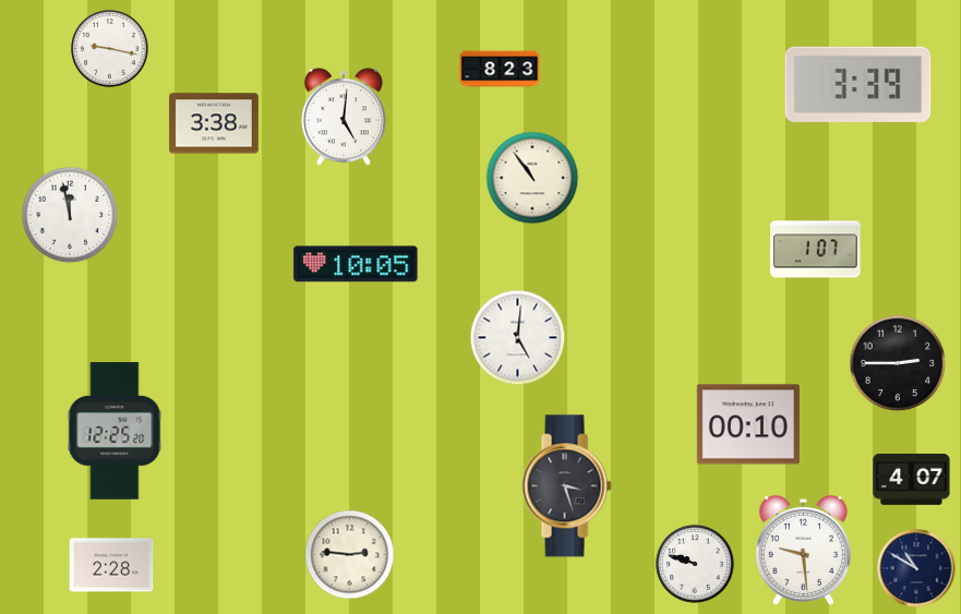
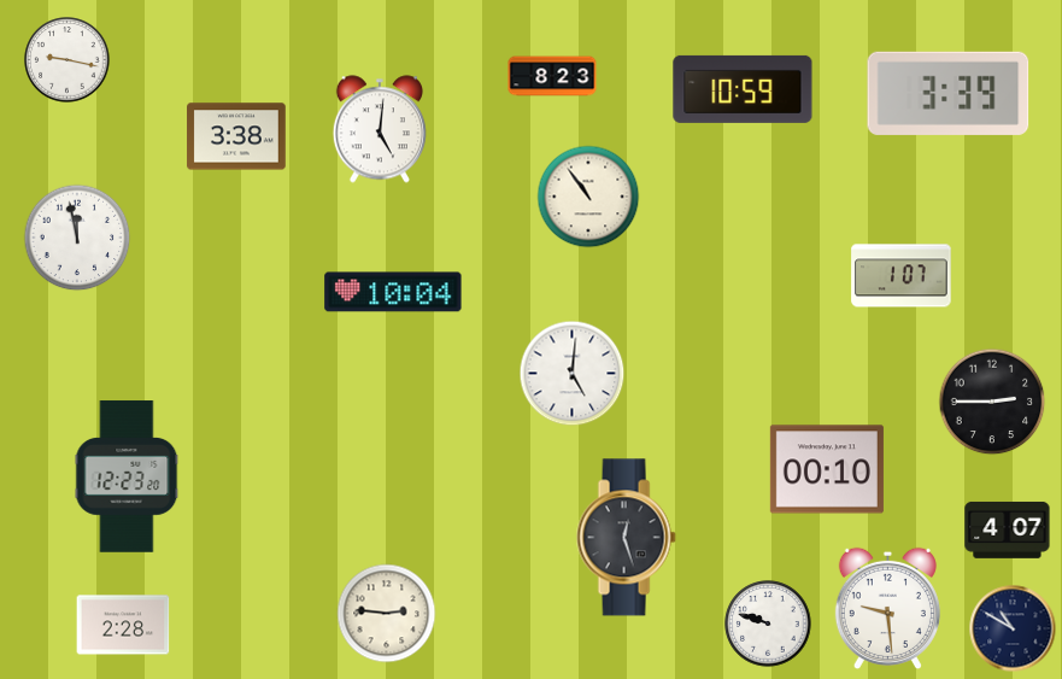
clock at (110, 49) position: (110, 49) -> (68, 60)
clock at (743, 89): none -> 10:59
clock at (356, 264): 10:05 -> 10:04
clock at (115, 431): 12:25 -> 12:23
clock at (566, 486): 3:27 -> 12:27
